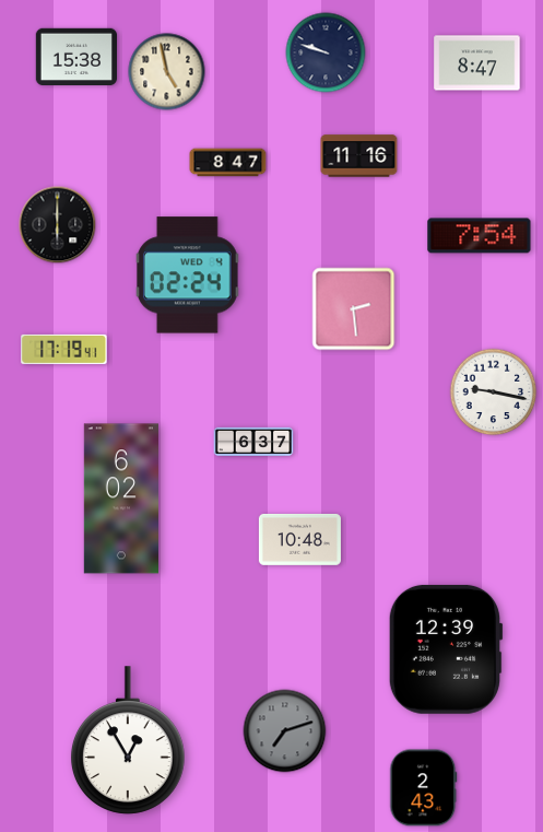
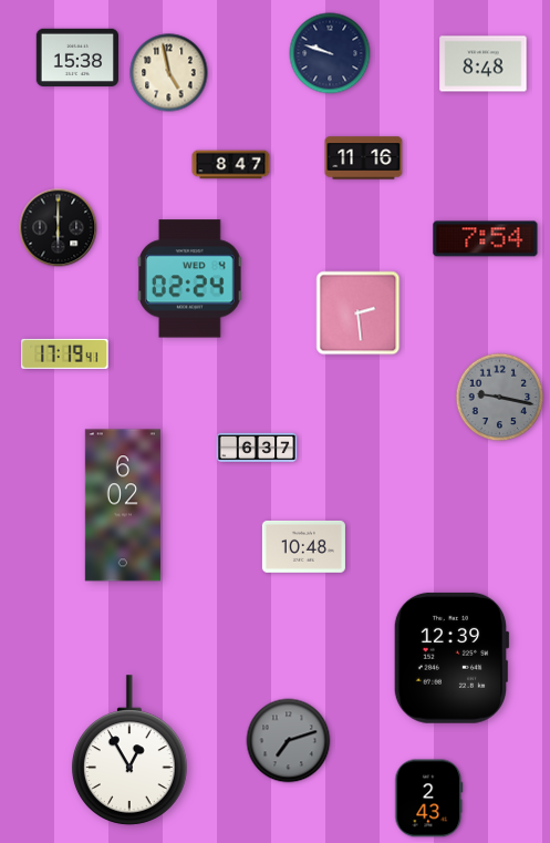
clock at (477, 63): 8:47 -> 8:48
clock at (494, 392) dial: white -> grey
